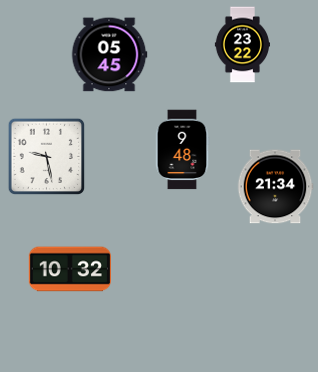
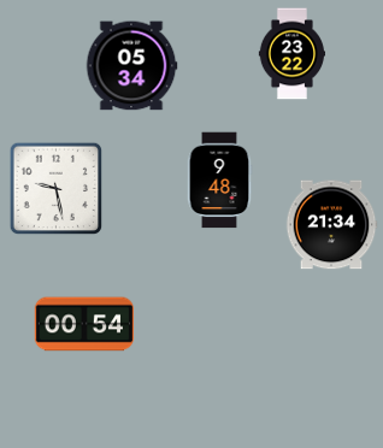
clock at (109, 55): 05:45 -> 05:34
clock at (69, 269): 10:32 -> 00:54
